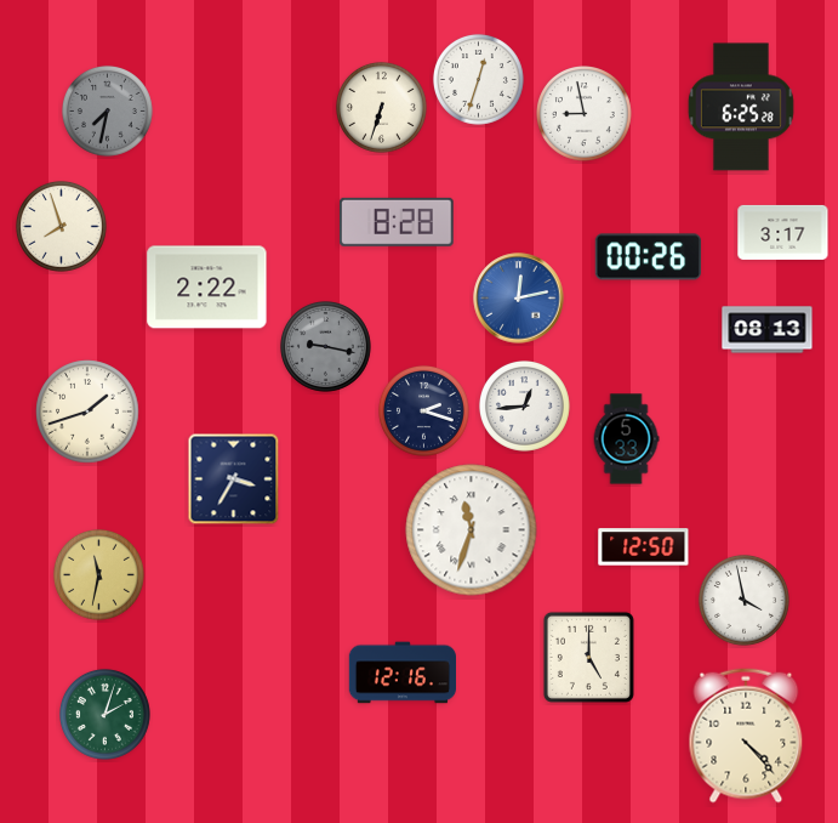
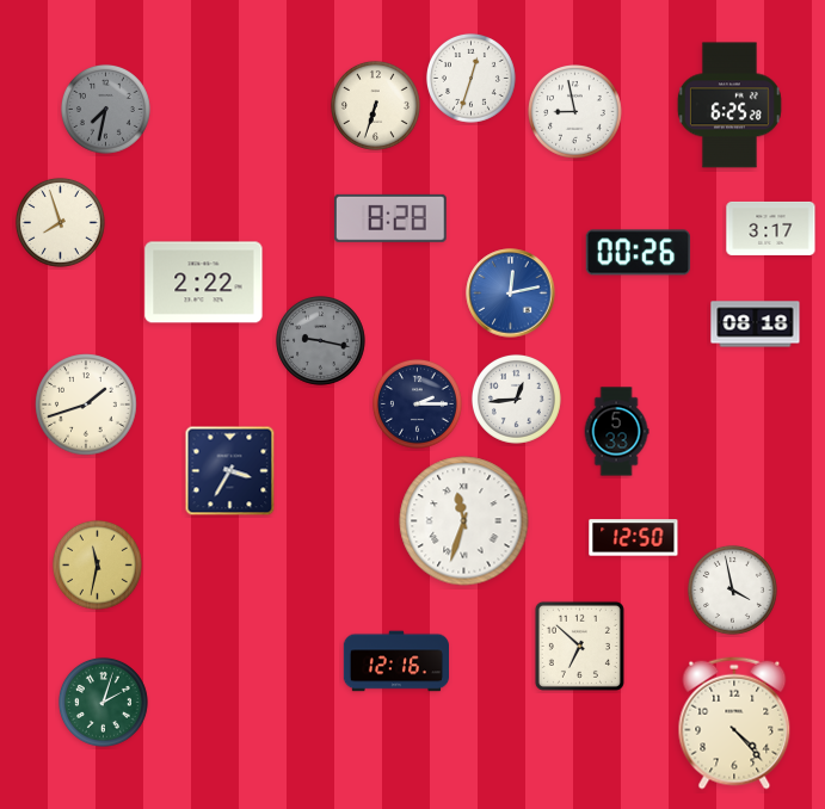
clock at (768, 330): 08:13 -> 08:18
clock at (423, 410): 2:18 -> 2:15
clock at (588, 657): 5:00 -> 6:52
